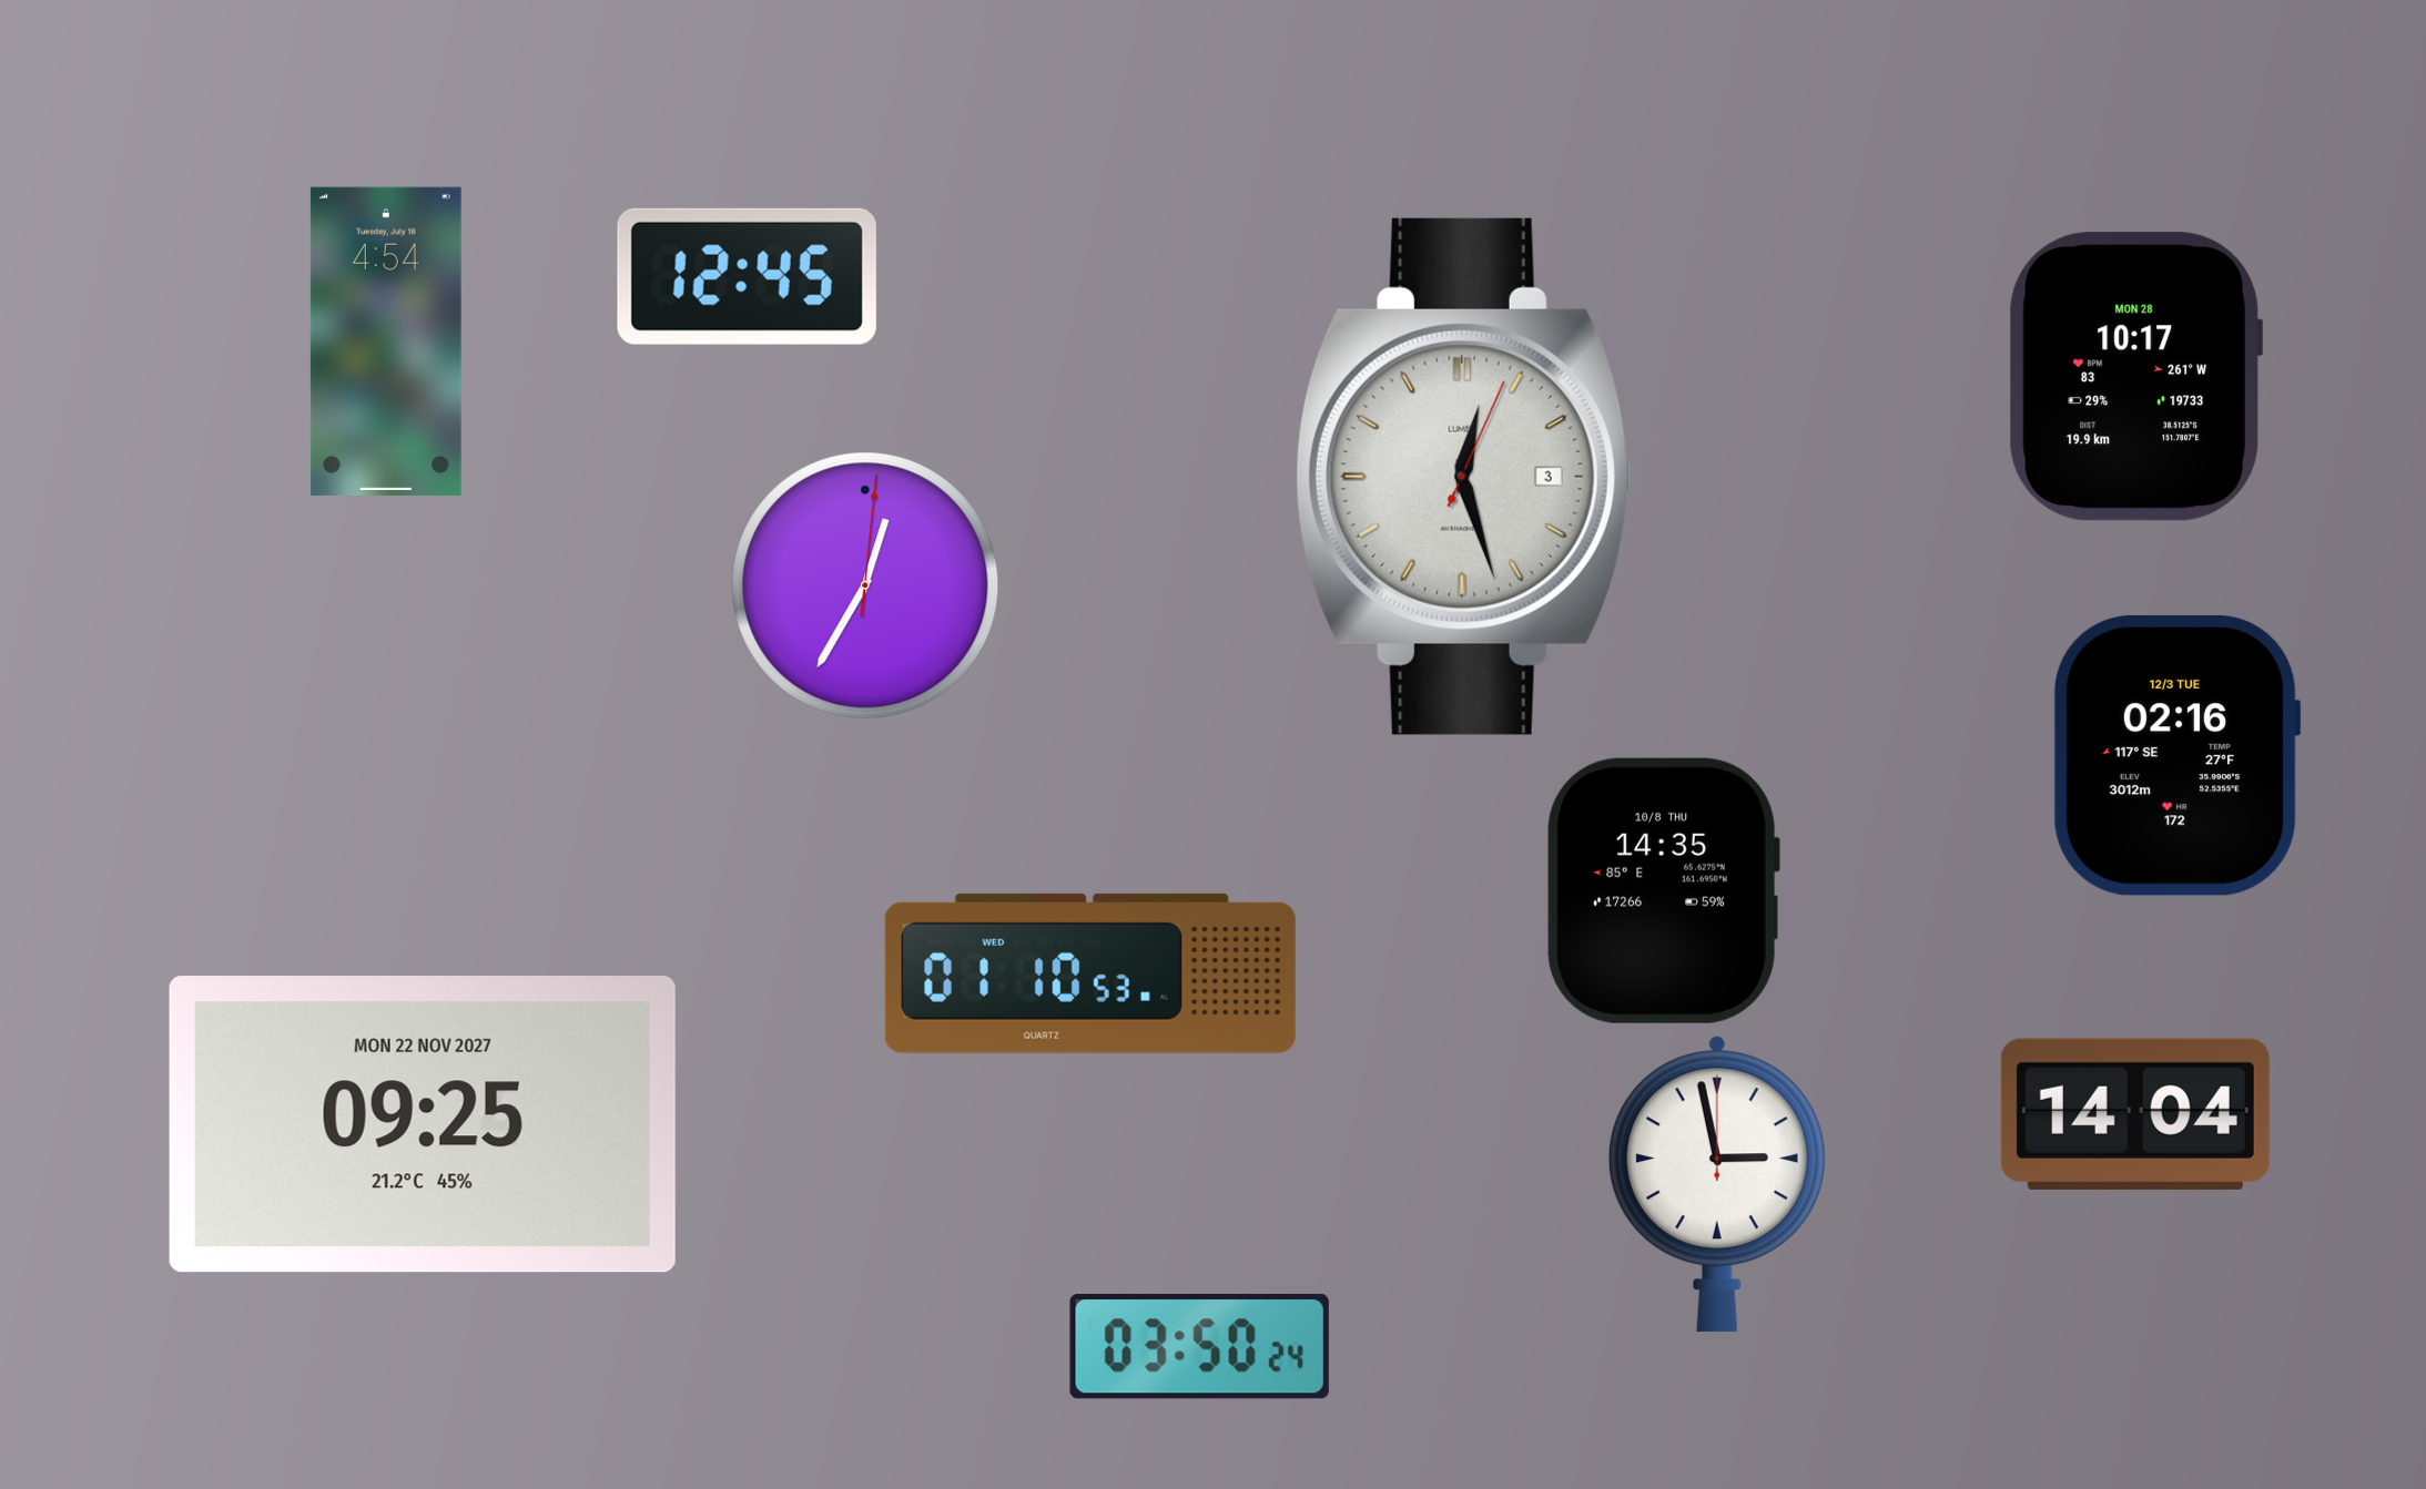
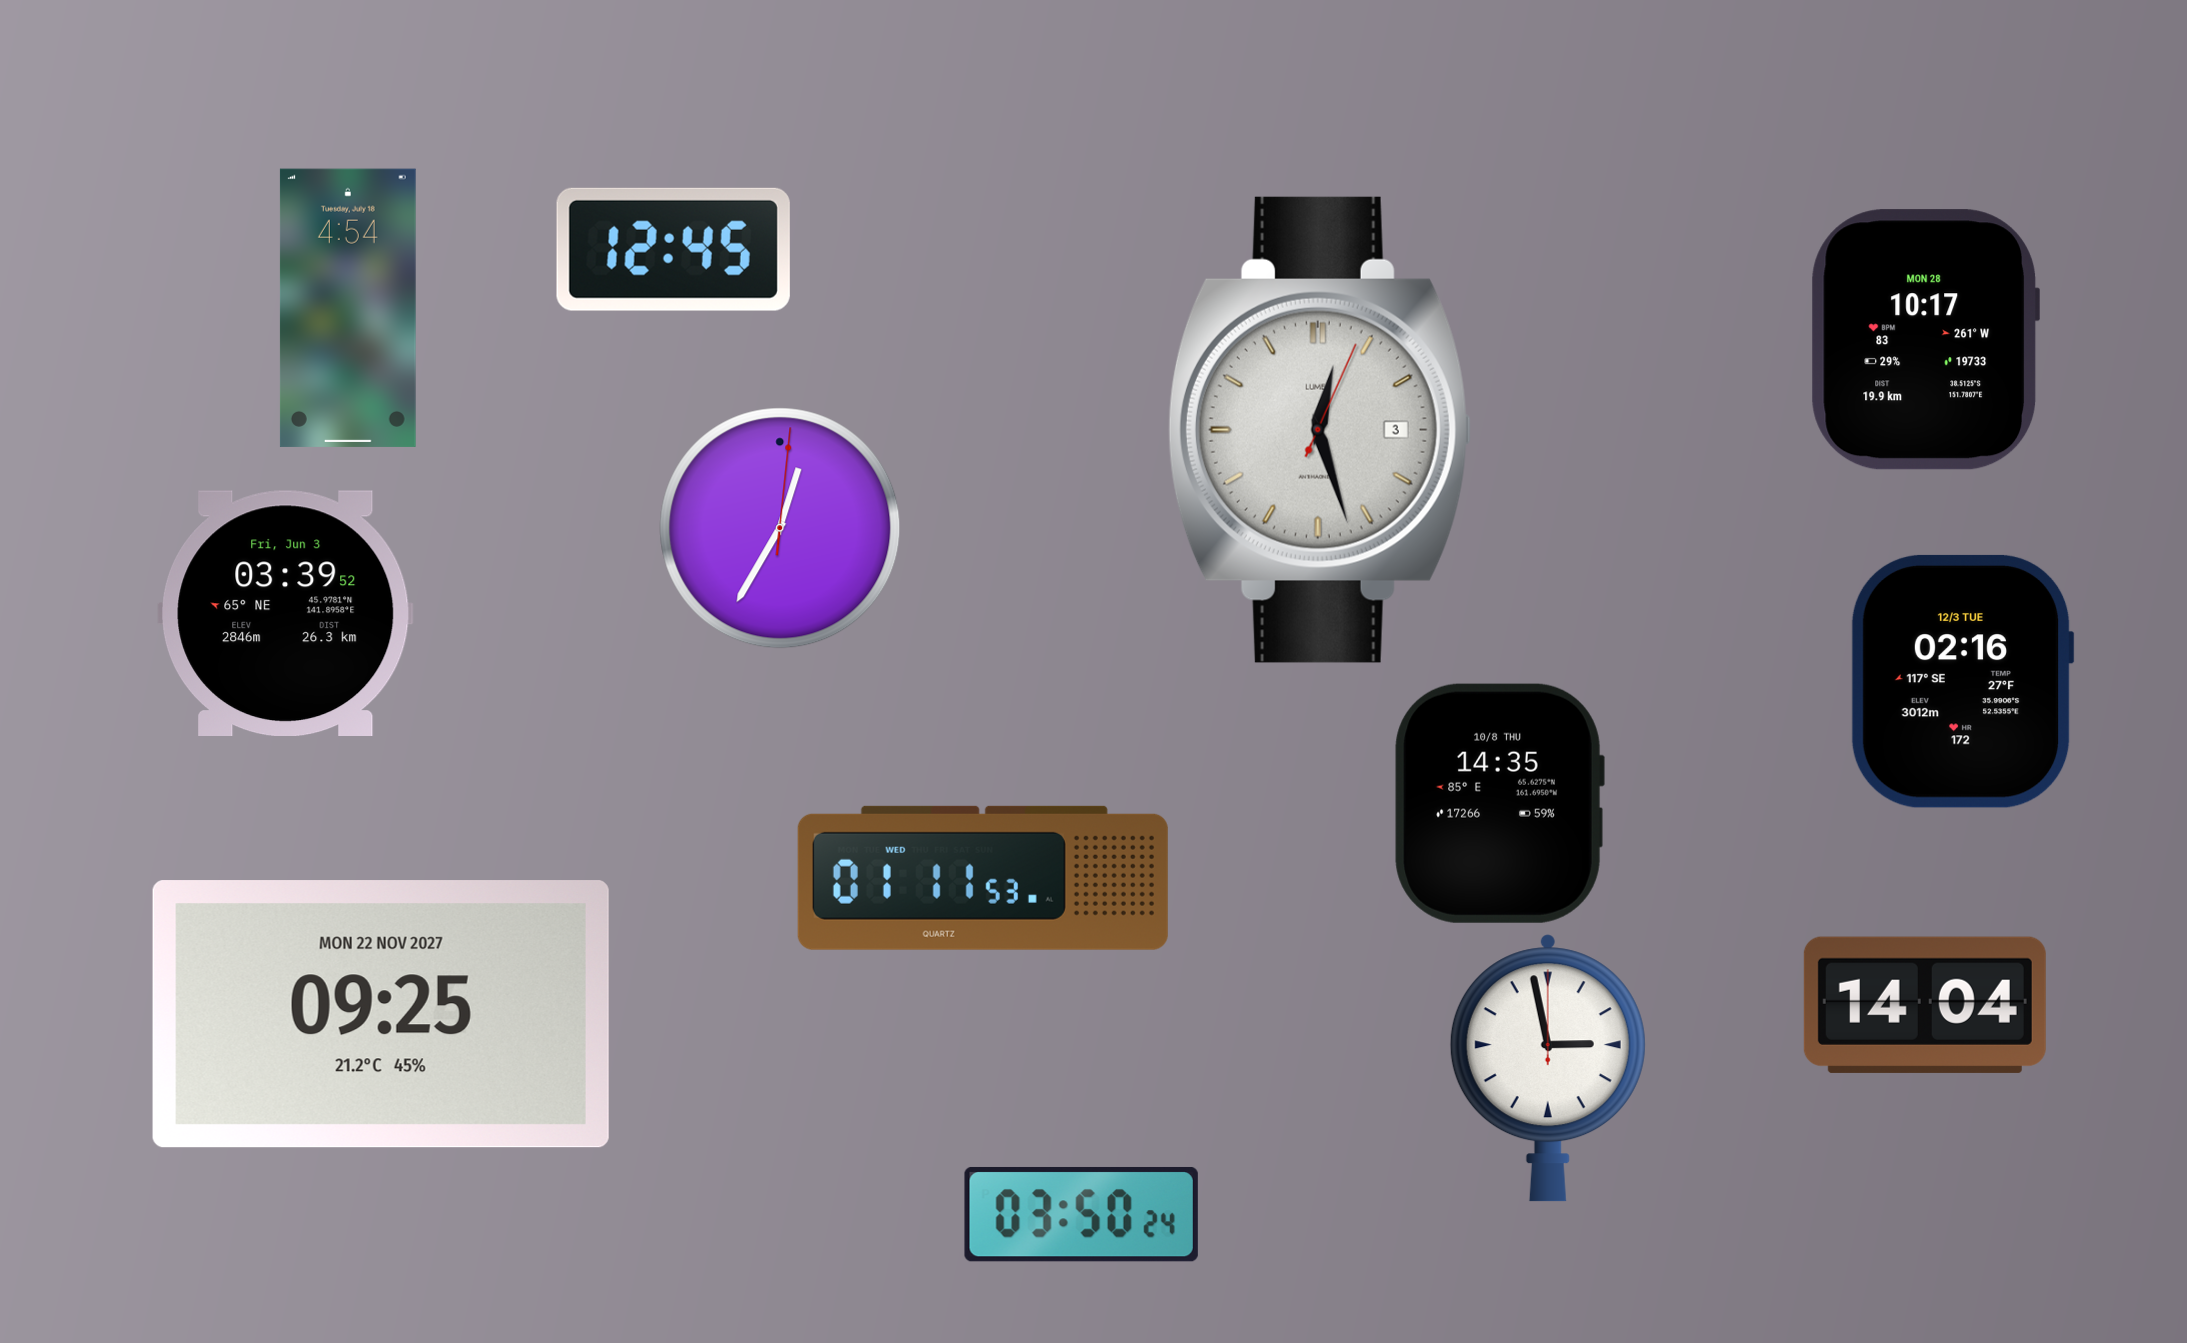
clock at (286, 613): none -> 03:39
clock at (1090, 973): 01:10 -> 01:11
